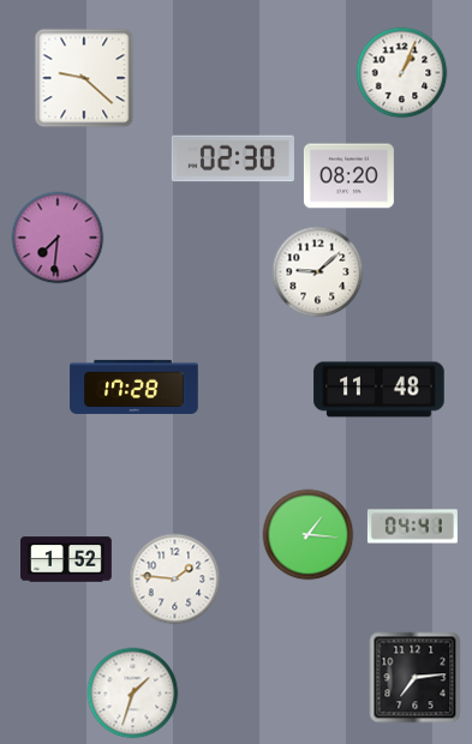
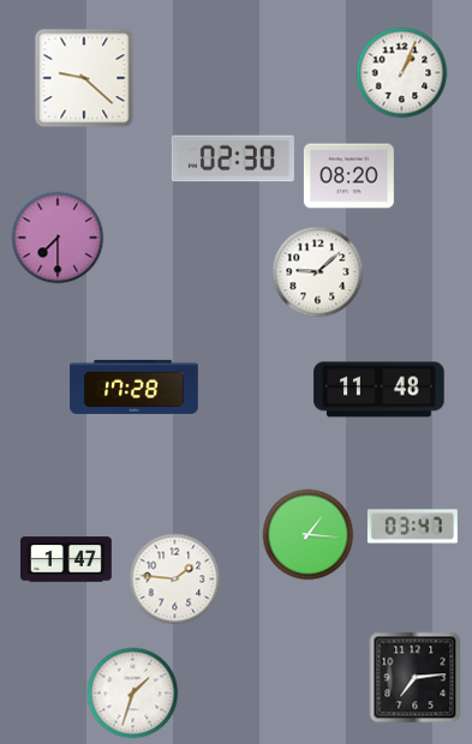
clock at (58, 238): 7:31 -> 7:30
clock at (412, 527): 04:41 -> 03:47
clock at (67, 559): 1:52 -> 1:47
